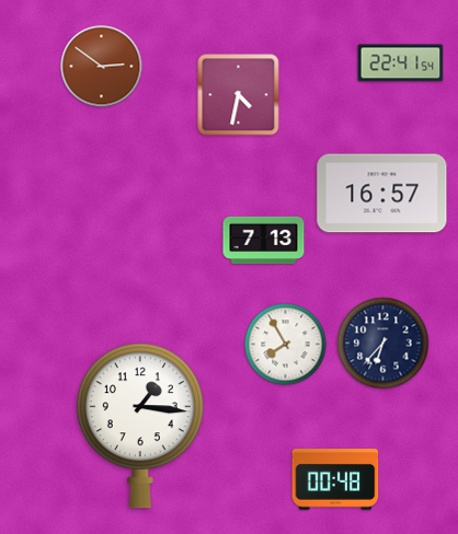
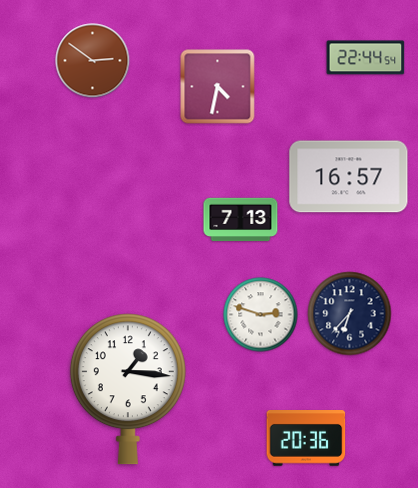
clock at (401, 63): 22:41 -> 22:44
clock at (286, 345): 7:55 -> 2:48
clock at (335, 480): 00:48 -> 20:36
